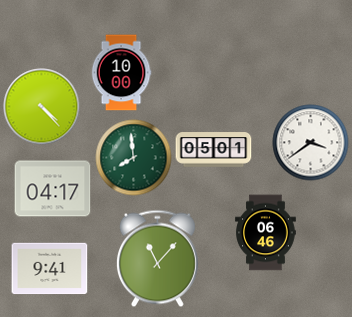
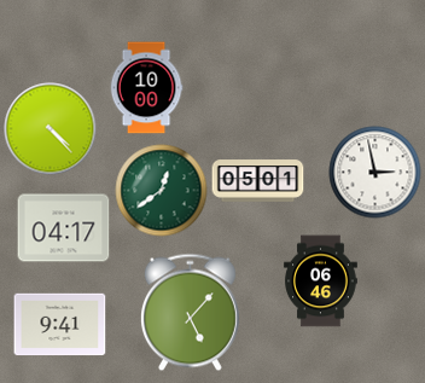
clock at (311, 143): 3:39 -> 2:58
clock at (134, 158): 7:59 -> 12:39
clock at (157, 259): 11:07 -> 5:07
